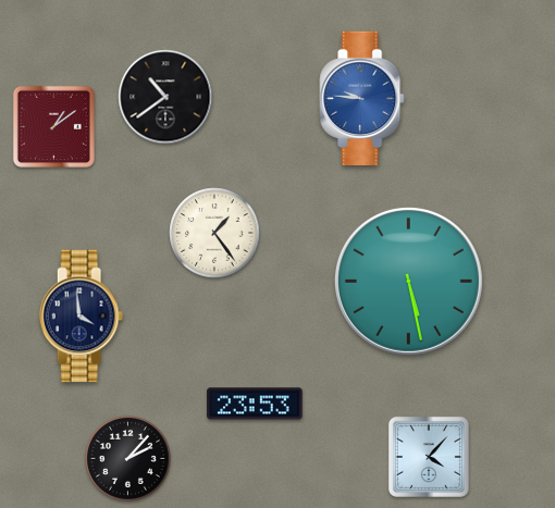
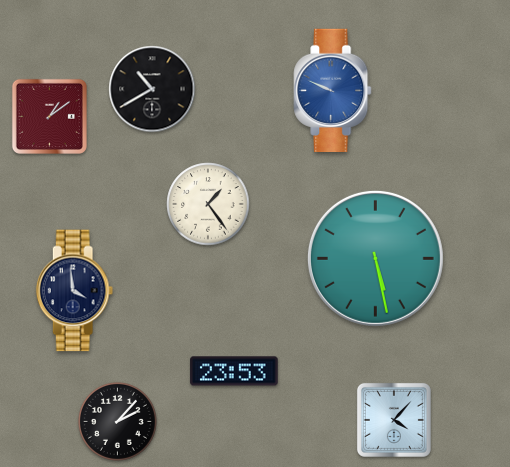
clock at (165, 97): 10:39 -> 10:40
clock at (362, 98): 9:46 -> 9:49
clock at (214, 233) position: (214, 233) -> (208, 204)
